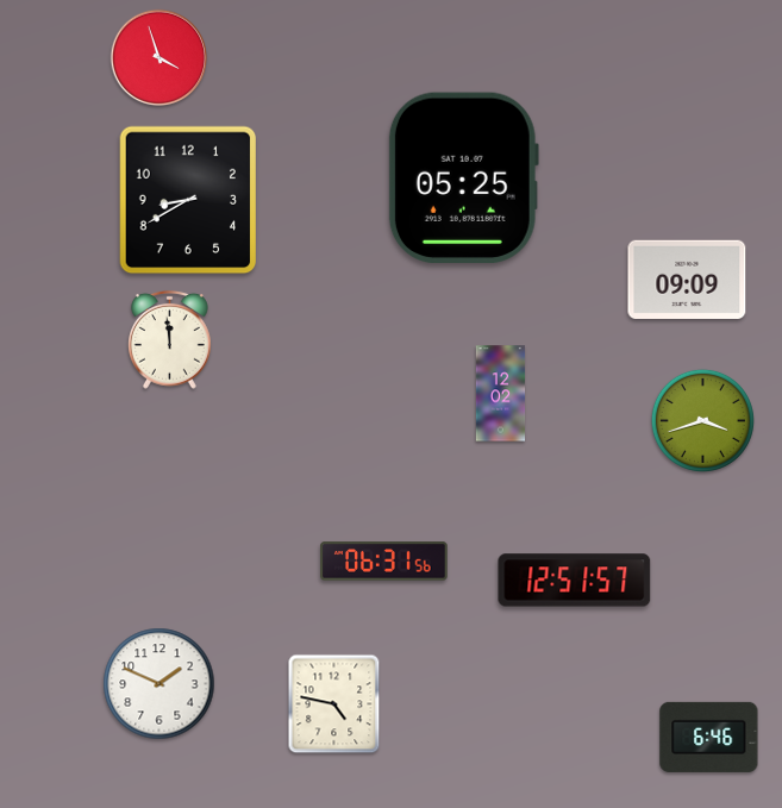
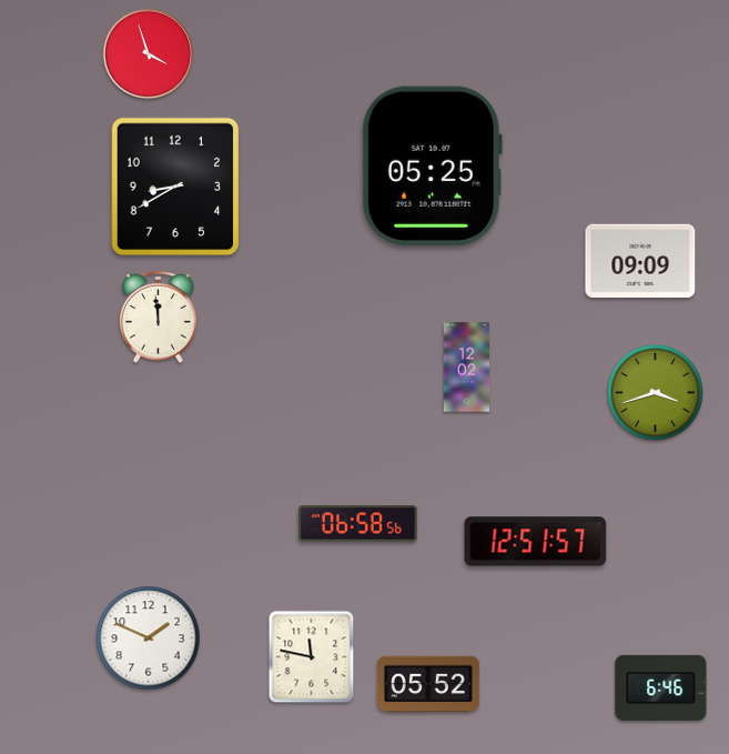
clock at (384, 562): 06:31 -> 06:58
clock at (334, 704): 4:47 -> 11:47
clock at (428, 684): none -> 05:52
